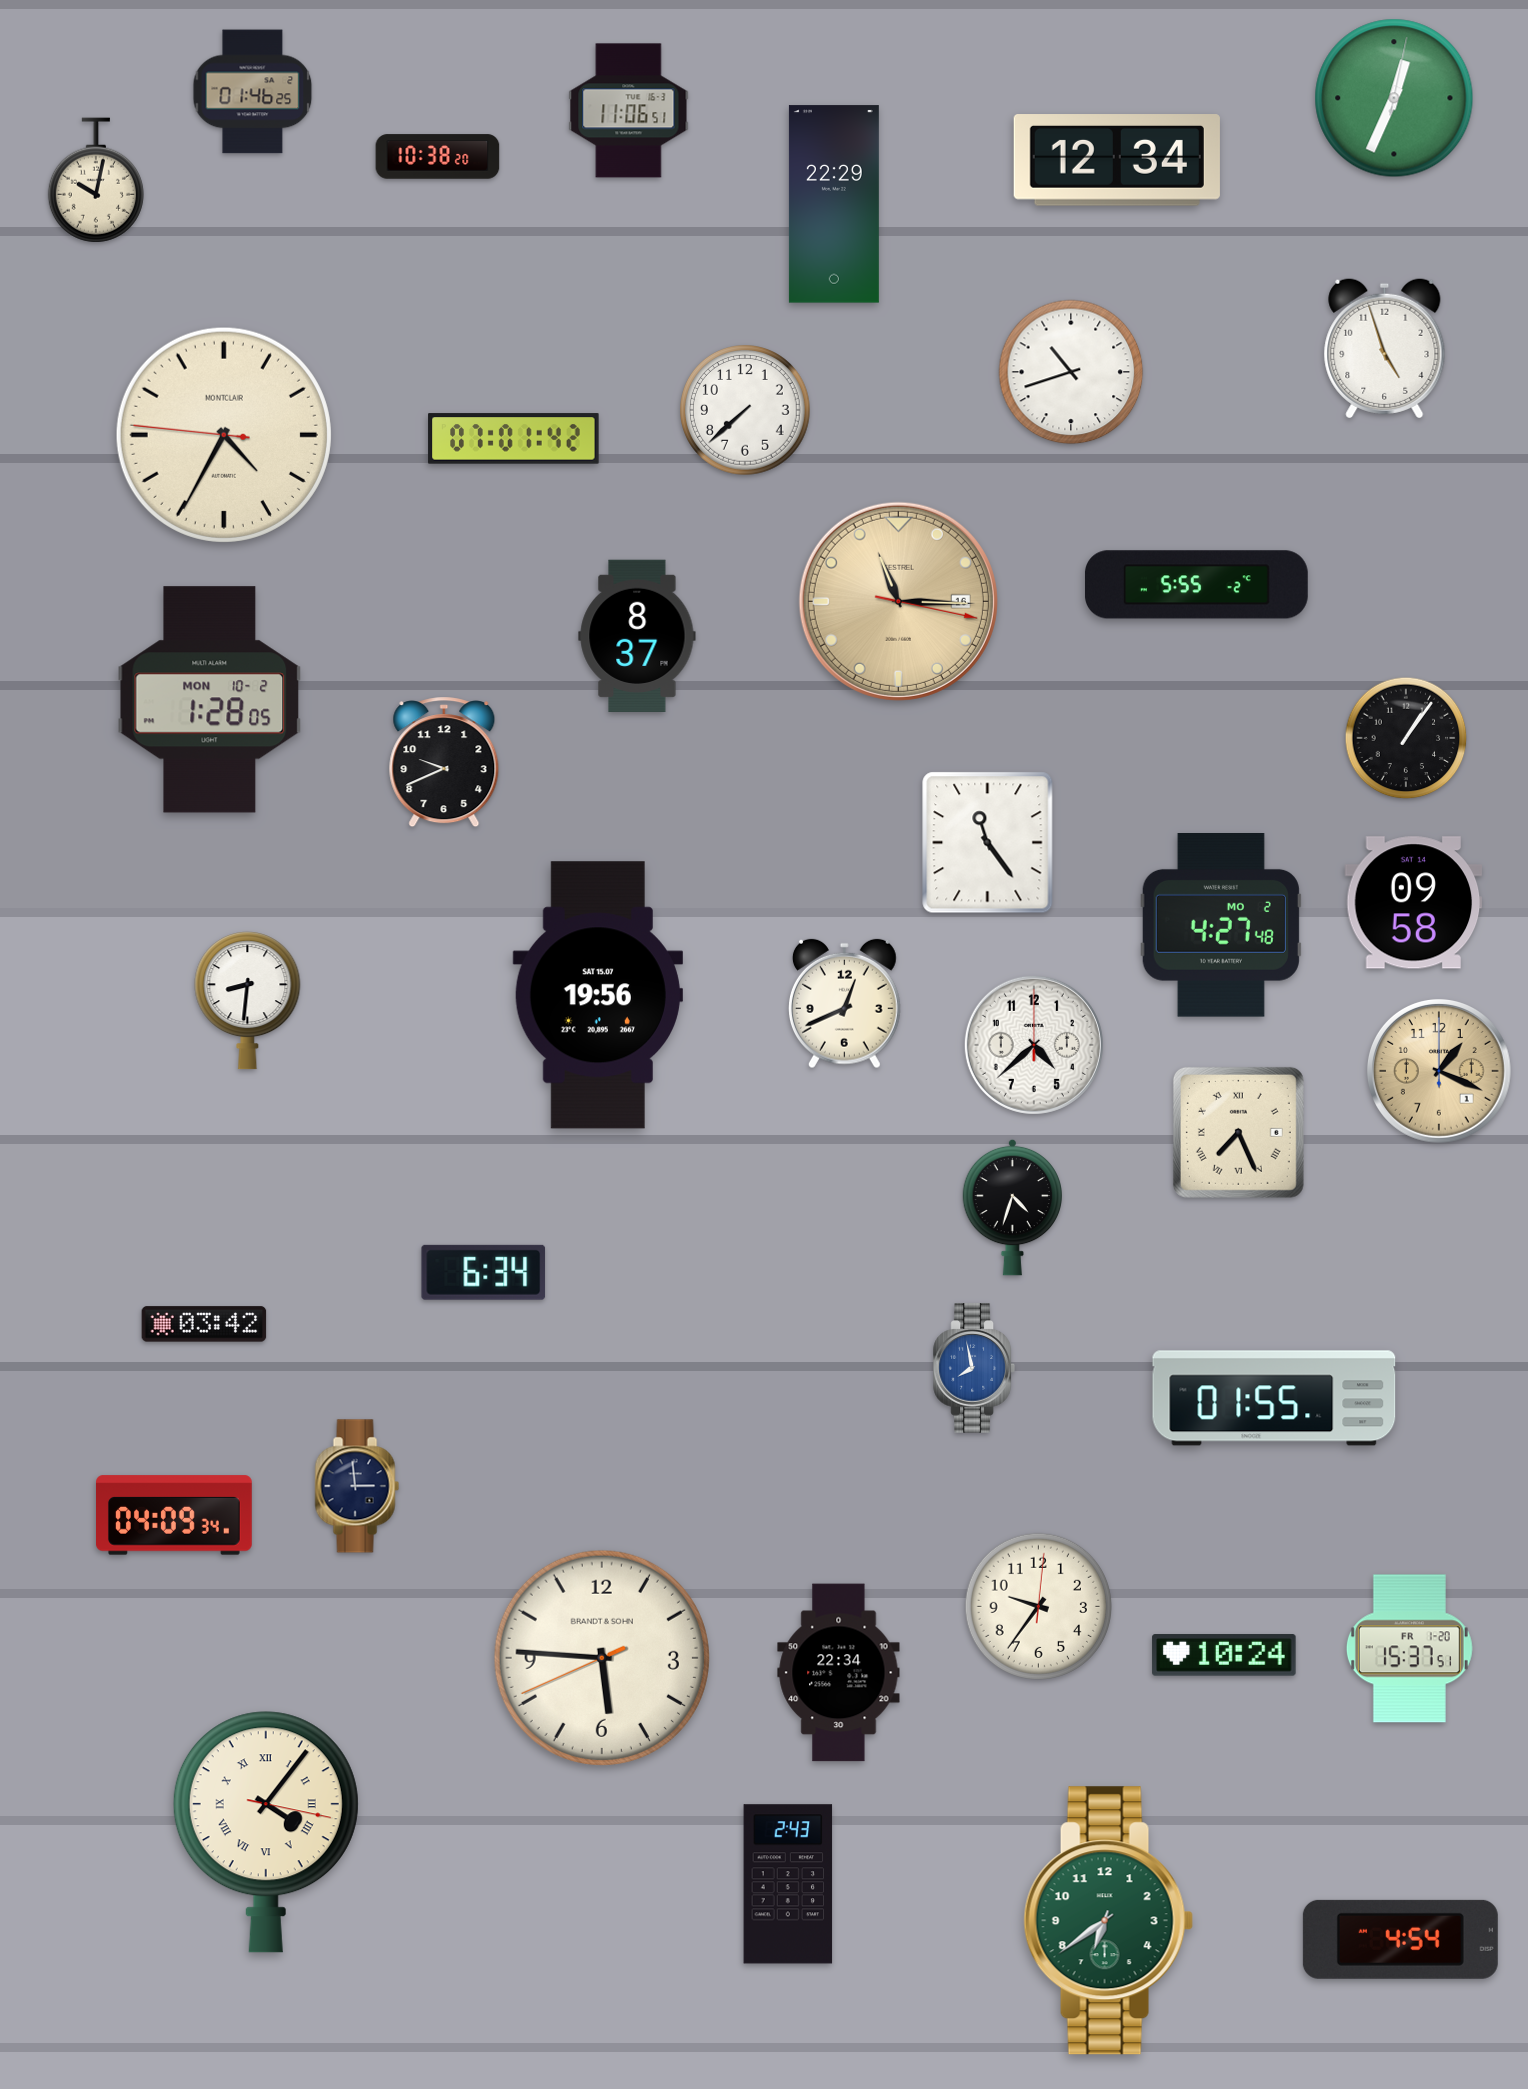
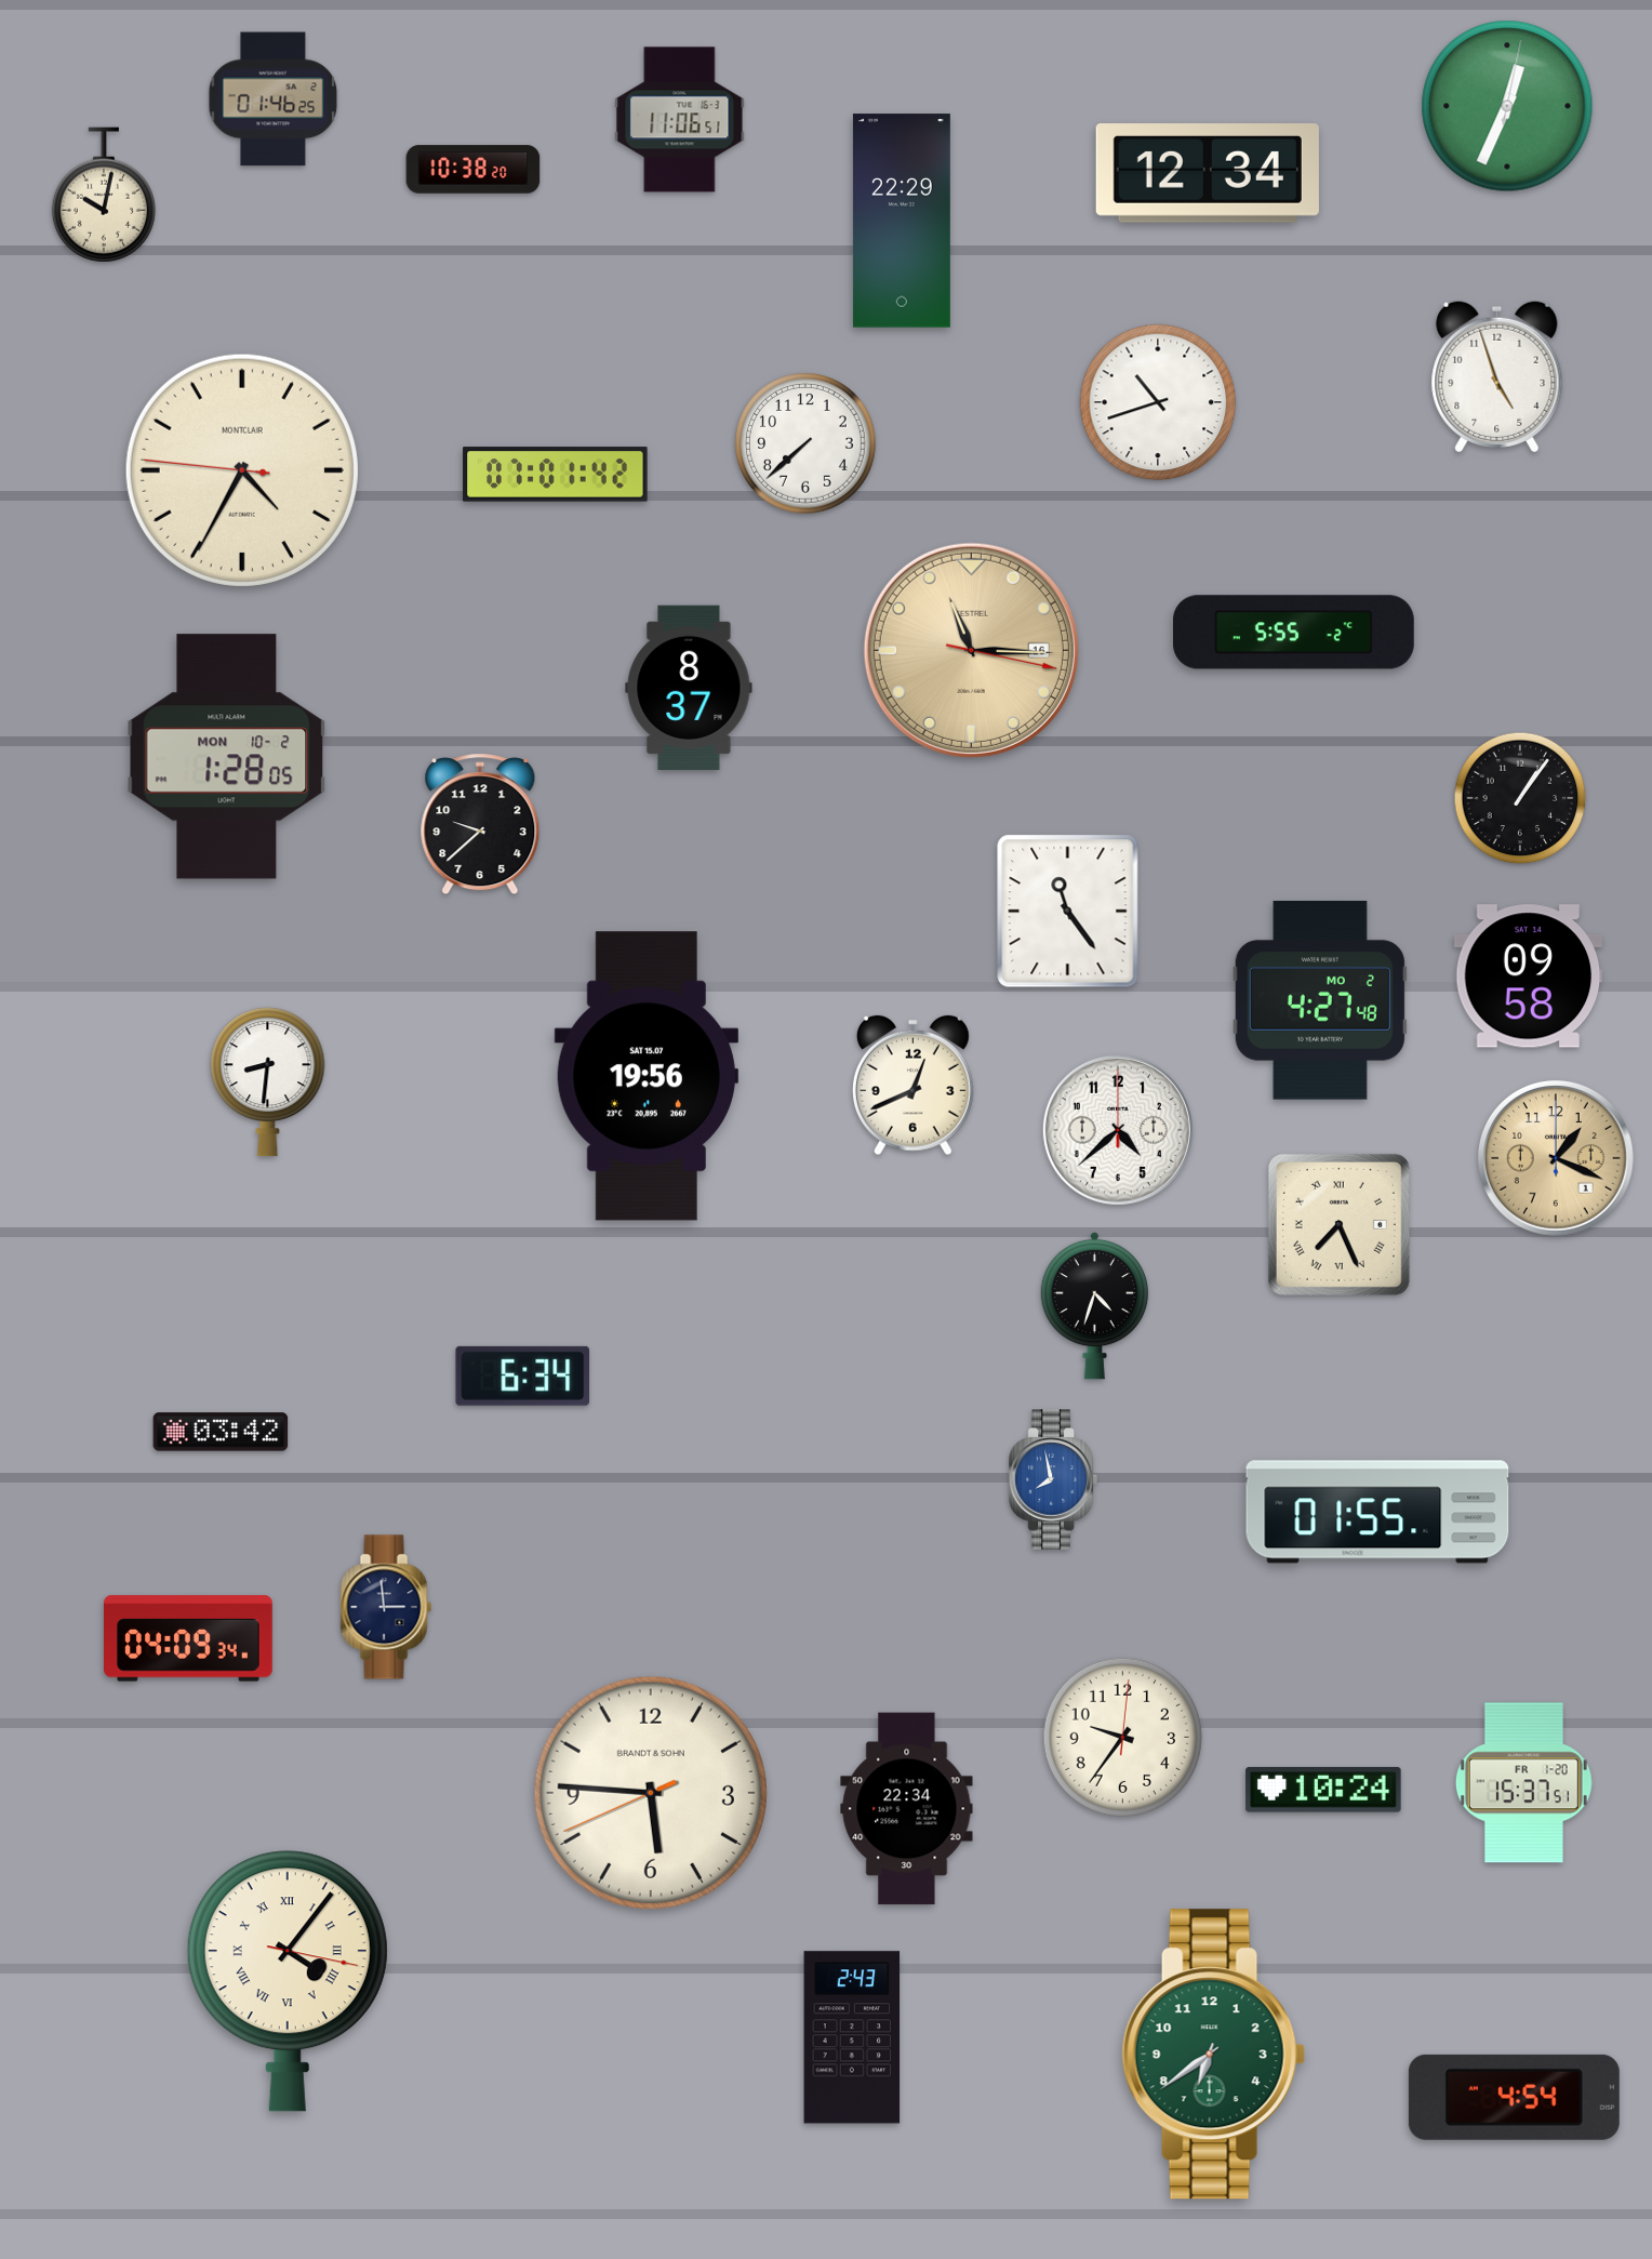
clock at (444, 762): 9:41 -> 9:38
clock at (1108, 1921) position: (1108, 1921) -> (1213, 2055)
